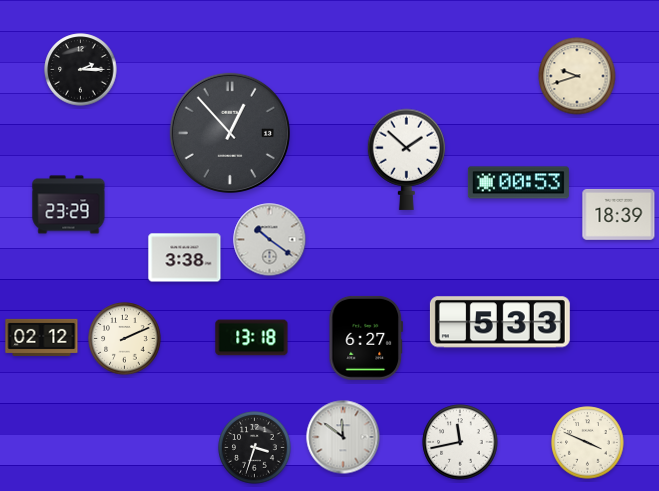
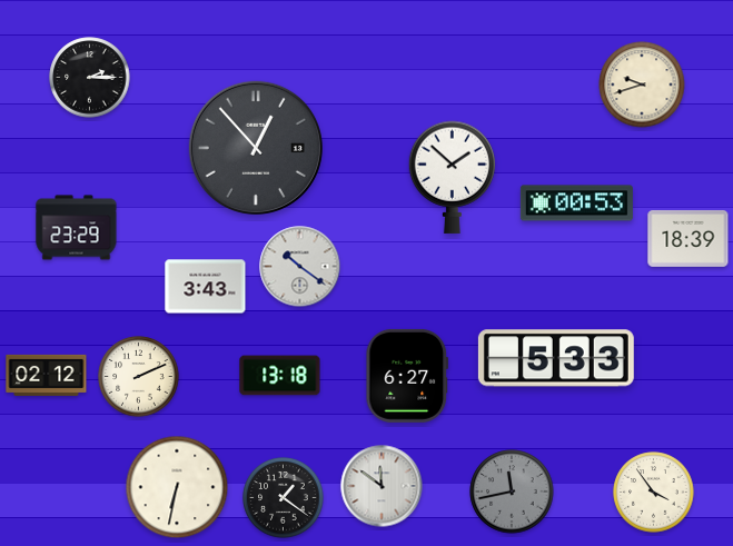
clock at (185, 258): 3:38 -> 3:43
clock at (177, 487): none -> 6:32
clock at (460, 442) dial: white -> grey
clock at (588, 443): 3:49 -> 3:54
clock at (255, 448): 3:33 -> 1:21
